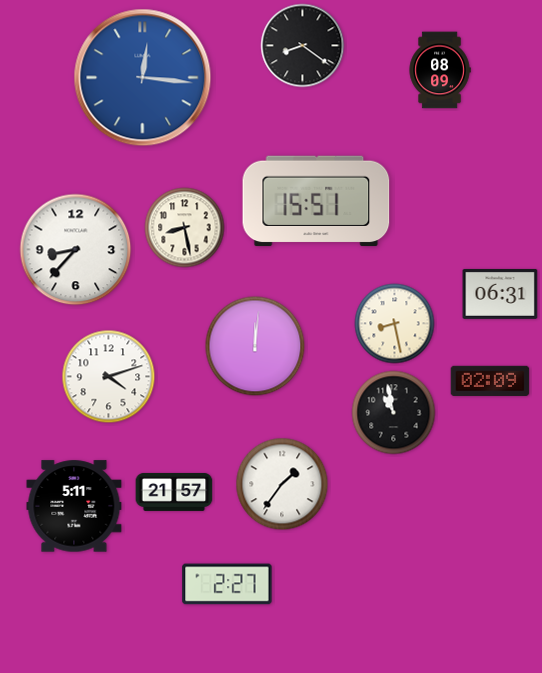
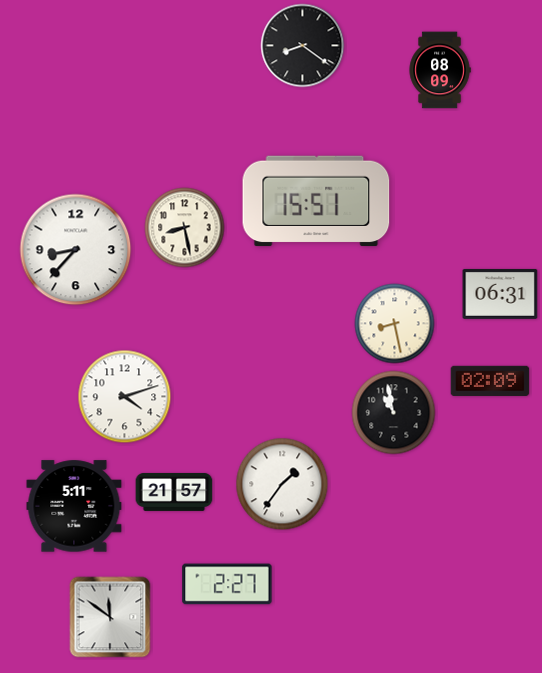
clock at (143, 78): 12:16 -> none
clock at (255, 346): 12:01 -> none
clock at (109, 377) position: (109, 377) -> (125, 397)
clock at (110, 617): none -> 11:51
